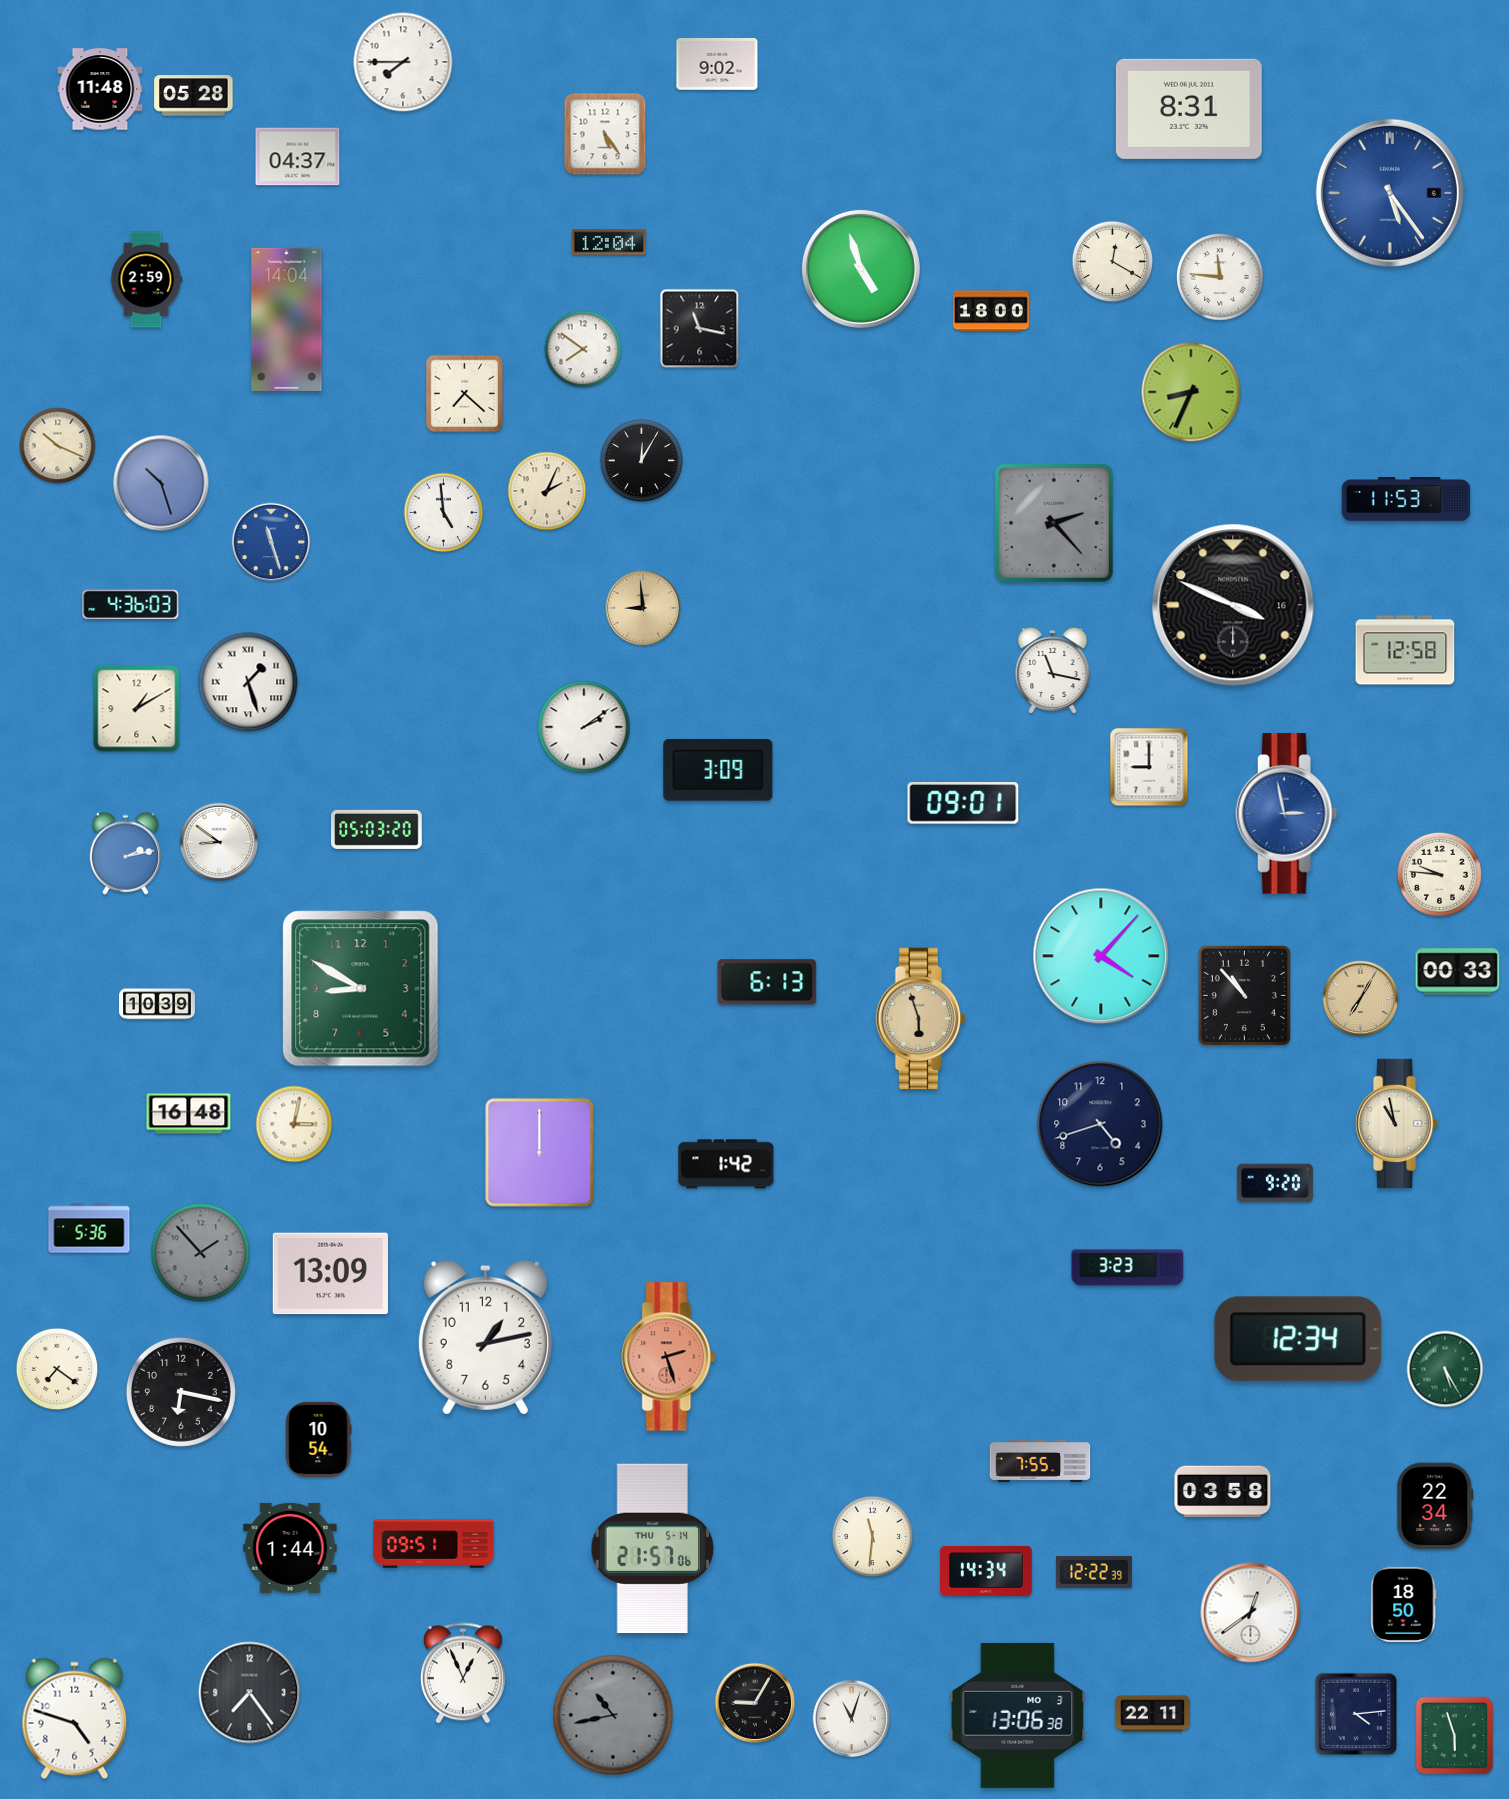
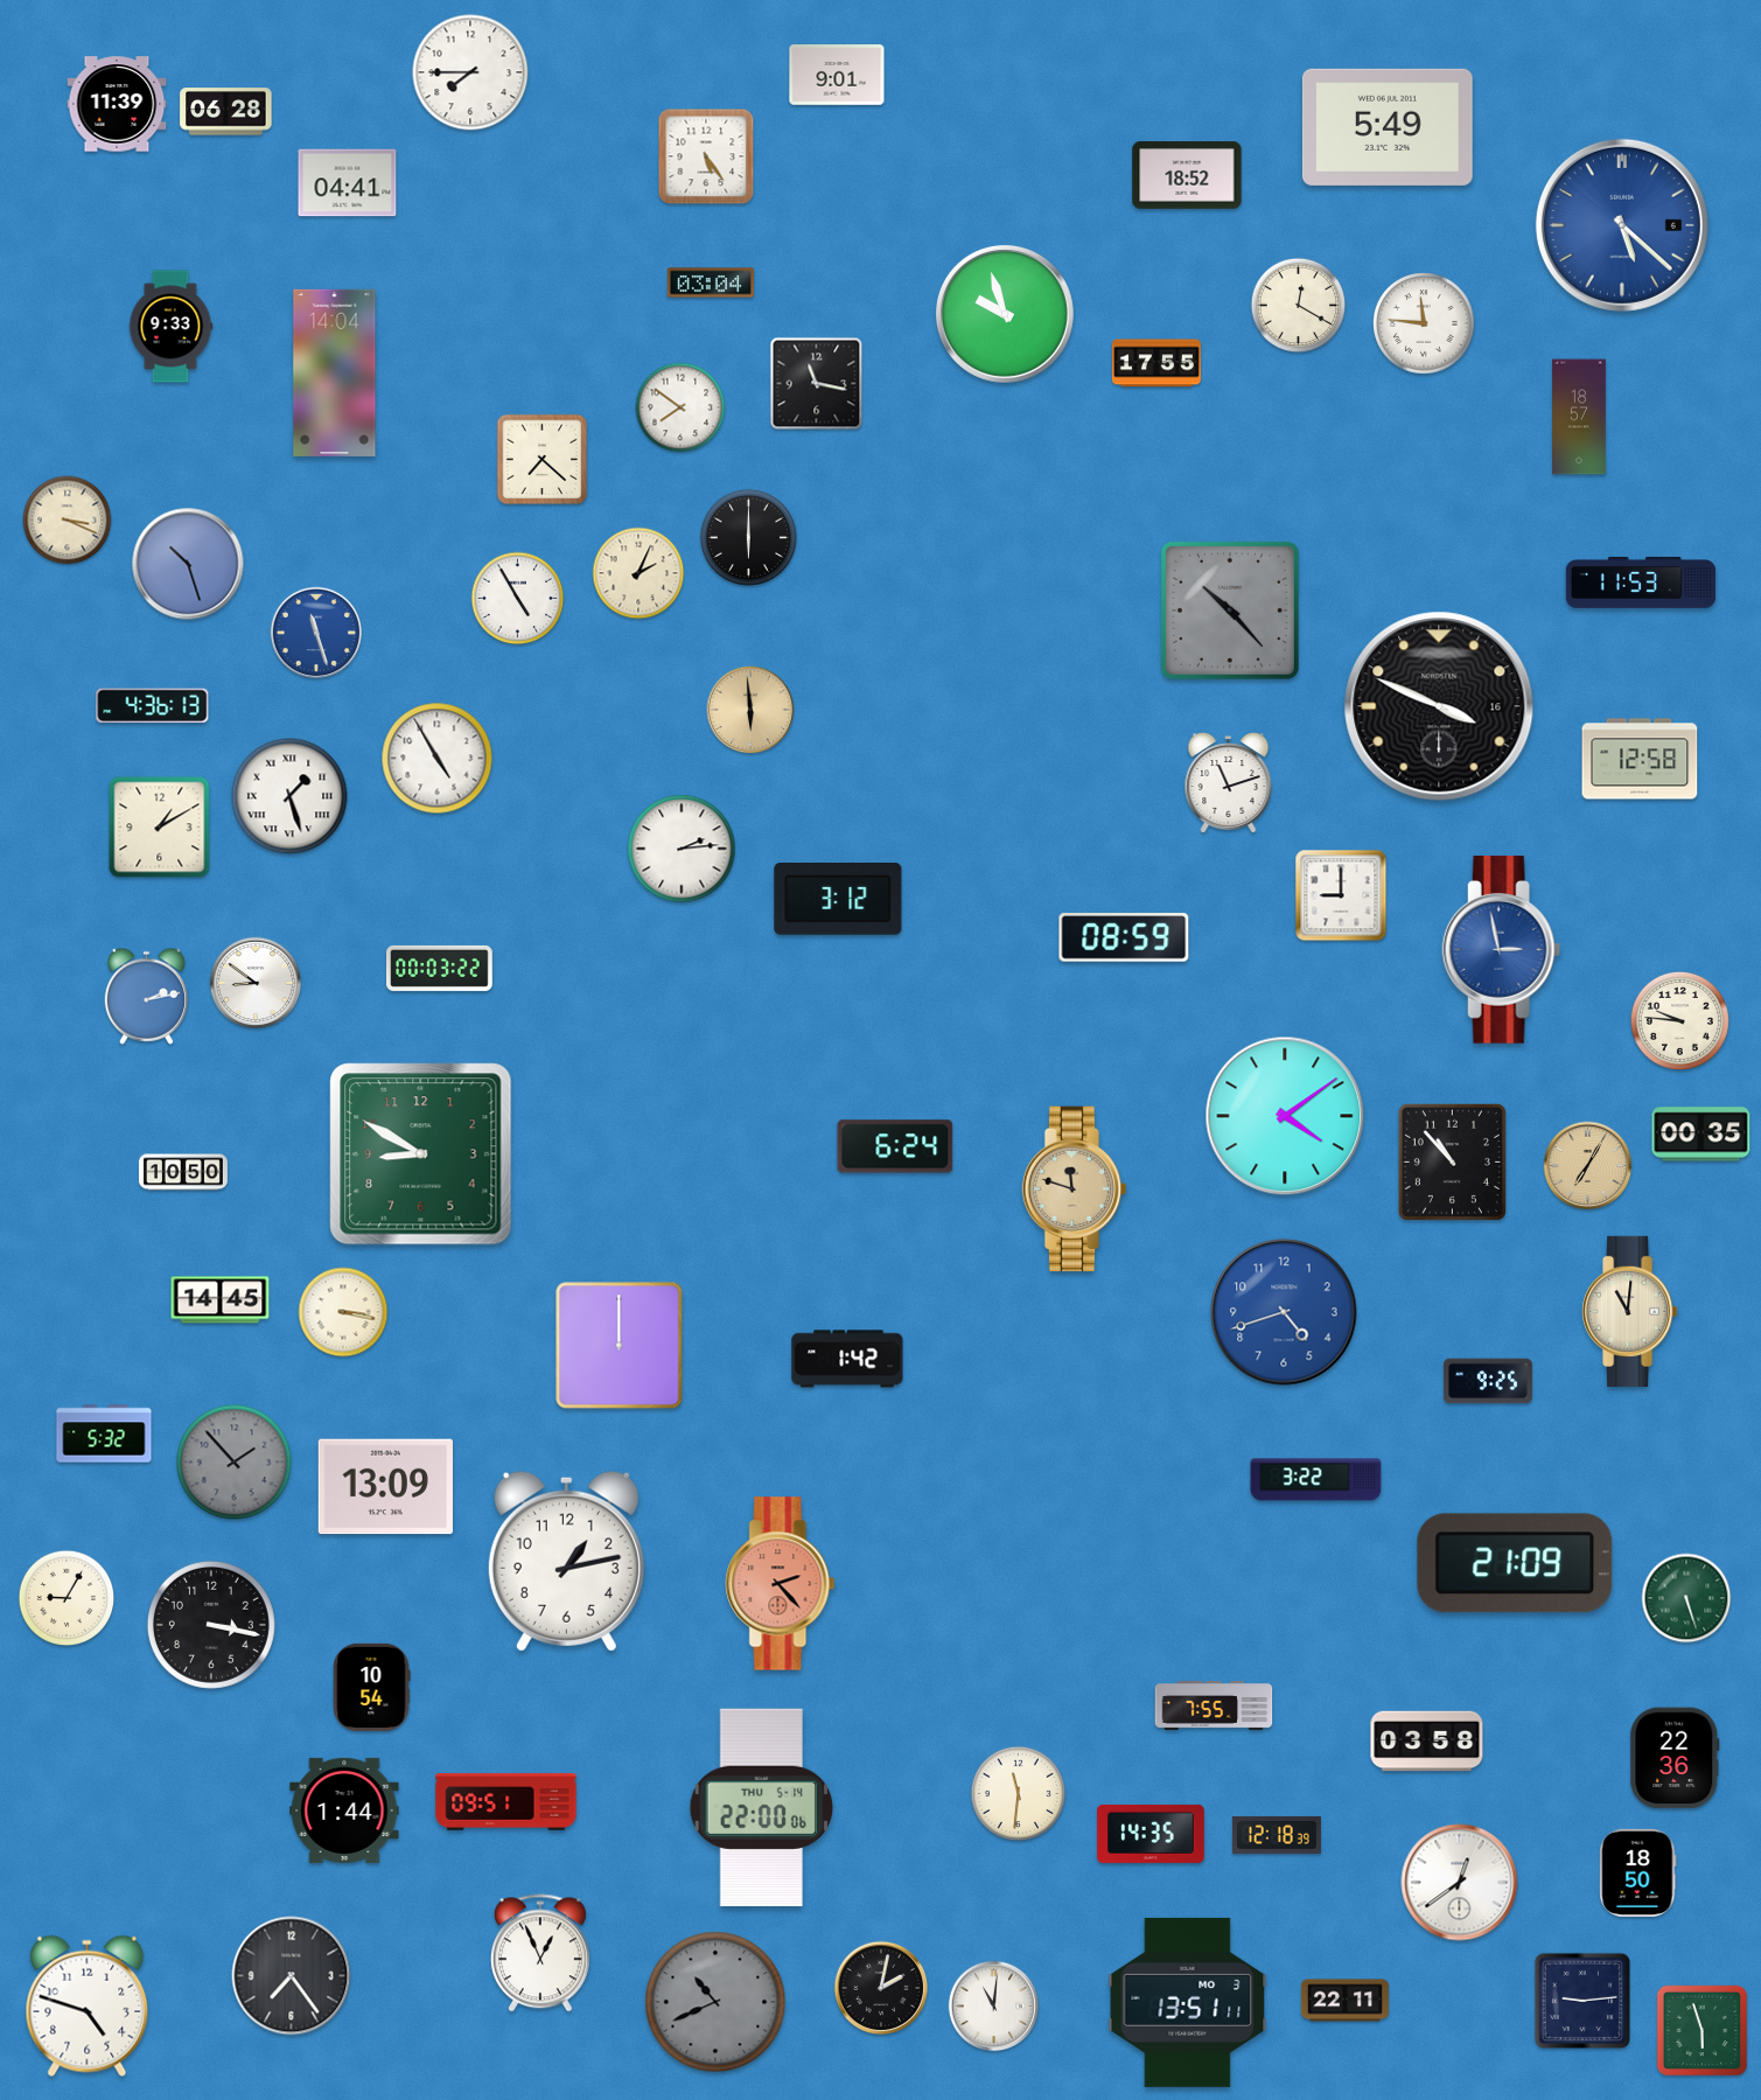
clock at (717, 65): 9:02 -> 9:01
clock at (100, 89): 11:48 -> 11:39
clock at (194, 96): 05:28 -> 06:28
clock at (1189, 109): 8:31 -> 5:49
clock at (1187, 175): none -> 18:52
clock at (298, 157): 04:37 -> 04:41
clock at (1390, 193): 5:24 -> 5:22
clock at (608, 242): 12:04 -> 03:04
clock at (861, 269): 4:57 -> 9:57
clock at (146, 280): 2:59 -> 9:33
clock at (991, 311): 18:00 -> 17:55
clock at (1579, 417): none -> 18:57
clock at (1191, 392): 8:34 -> none
clock at (58, 446): 10:19 -> 3:19
clock at (641, 460): 12:05 -> 6:00
clock at (444, 513): 4:59 -> 4:55
clock at (1054, 523): 2:23 -> 10:23
clock at (131, 605): 4:36:03 -> 4:36:13
clock at (643, 608): 8:59 -> 5:59
clock at (438, 759): none -> 4:55
clock at (1053, 671): 11:17 -> 11:12
clock at (584, 727): 2:09 -> 2:14
clock at (718, 771): 3:09 -> 3:12
clock at (963, 803): 09:01 -> 08:59
clock at (377, 829): 05:03 -> 00:03
clock at (1101, 956): 4:07 -> 4:09
clock at (1458, 972): 00:33 -> 00:35
clock at (767, 982): 6:13 -> 6:24
clock at (157, 1004): 10:39 -> 10:50
clock at (921, 1019): 5:57 -> 11:48
clock at (189, 1114): 16:48 -> 14:45
clock at (1397, 1123): 10:58 -> 11:01
clock at (294, 1124): 3:02 -> 3:17
clock at (1100, 1124) dial: navy -> blue
clock at (540, 1153) position: (540, 1153) -> (620, 1346)
clock at (1275, 1183): 9:20 -> 9:25
clock at (89, 1228): 5:36 -> 5:32
clock at (1128, 1268): 3:23 -> 3:22
clock at (1298, 1339): 12:34 -> 21:09
clock at (669, 1357): 2:27 -> 2:23
clock at (57, 1369): 7:21 -> 9:05
clock at (1445, 1369): 5:25 -> 5:27
clock at (181, 1392): 6:17 -> 3:17
clock at (318, 1439) position: (318, 1439) -> (371, 1687)
clock at (1435, 1506): 22:34 -> 22:36
clock at (290, 1548) position: (290, 1548) -> (344, 1811)
clock at (652, 1548): 21:57 -> 22:00
clock at (986, 1571): 14:34 -> 14:35
clock at (1094, 1572): 12:22 -> 12:18
clock at (754, 1702): 9:05 -> 2:02
clock at (1355, 1713): 4:14 -> 9:14
clock at (613, 1715): 10:43 -> 10:41
clock at (1018, 1715): 13:06 -> 13:51
clock at (852, 1719): 11:03 -> 11:01
clock at (1455, 1736) position: (1455, 1736) -> (1703, 2031)
